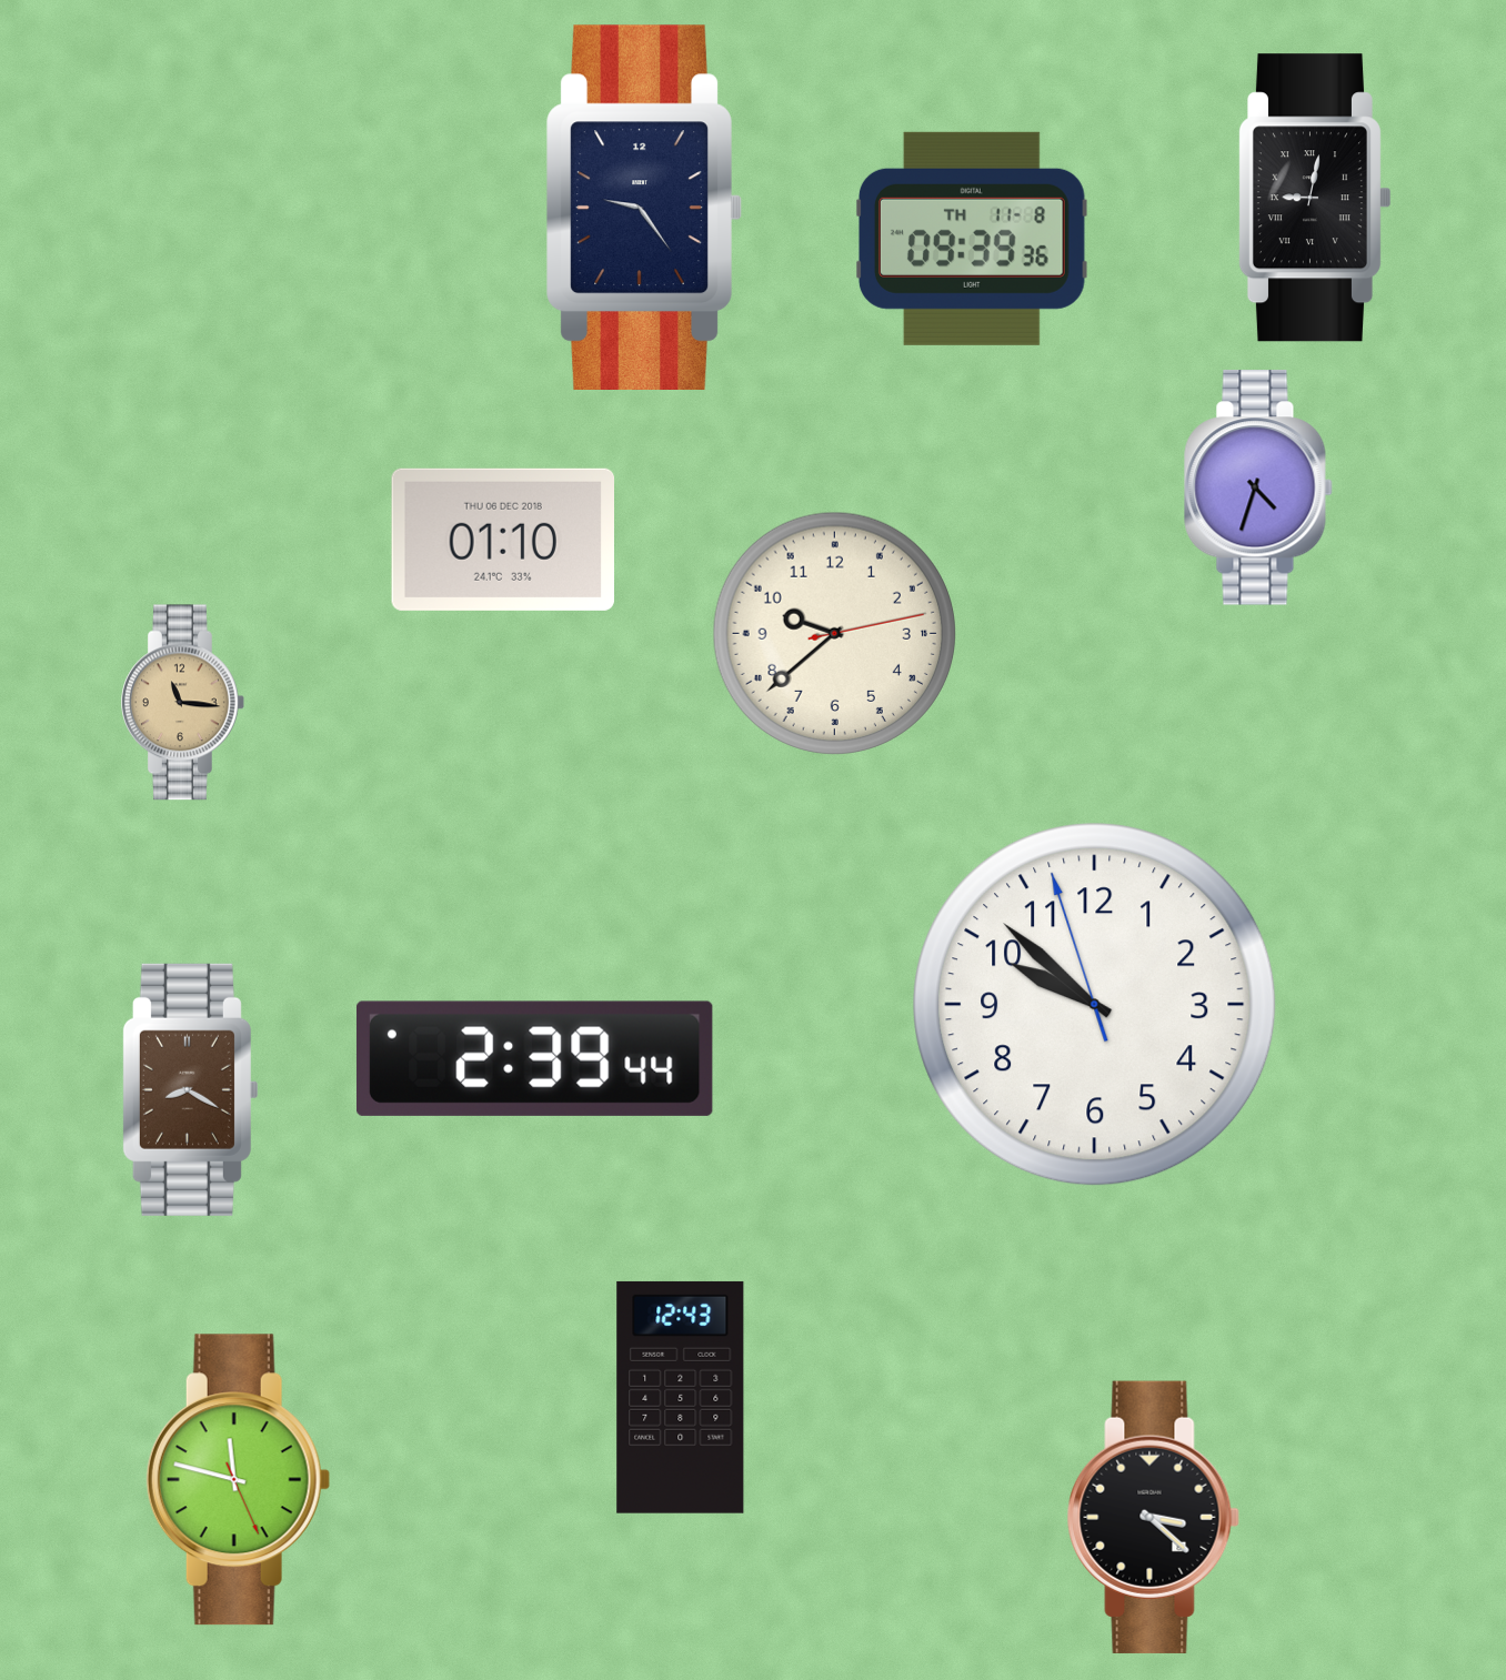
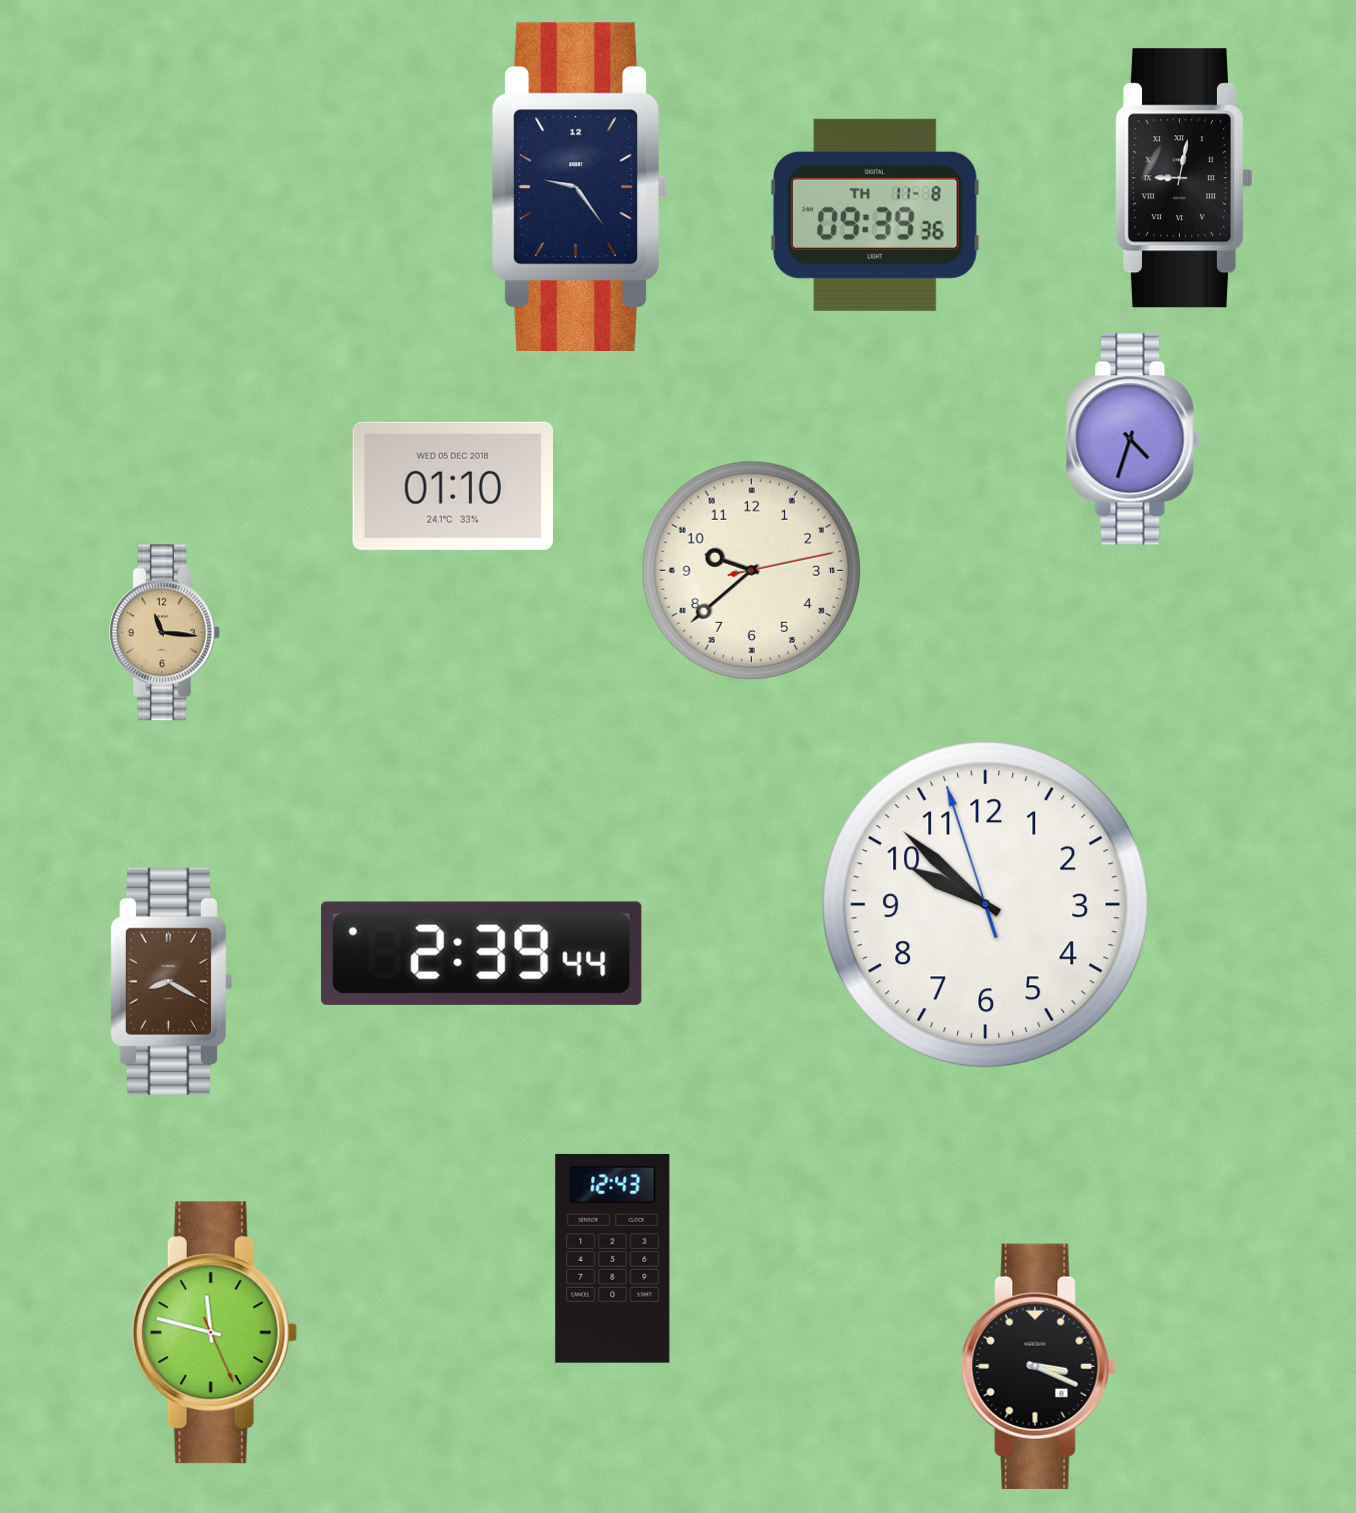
clock at (502, 540) date: THU 06 DEC 2018 -> WED 05 DEC 2018
clock at (1153, 1517): 3:22 -> 3:19
